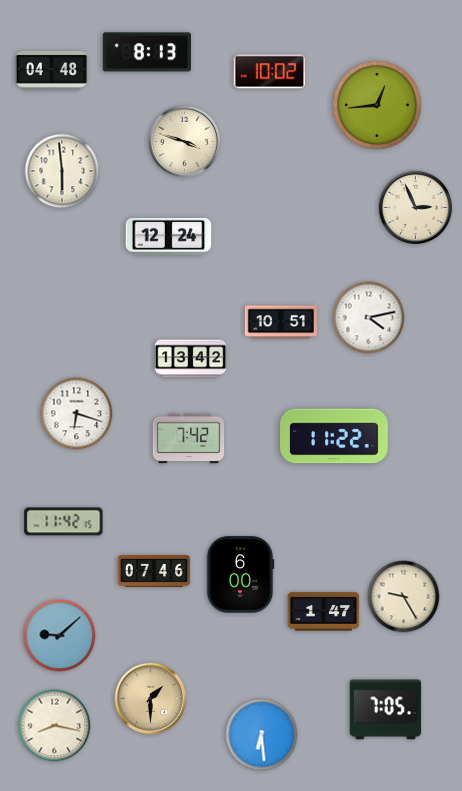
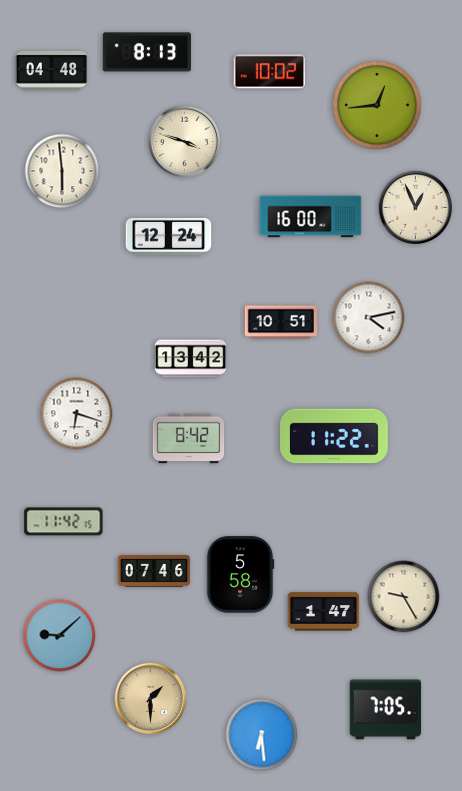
clock at (416, 208): 2:56 -> 12:56
clock at (311, 217): none -> 16:00
clock at (189, 439): 7:42 -> 8:42
clock at (240, 575): 6:00 -> 5:58
clock at (55, 726): 8:17 -> none
